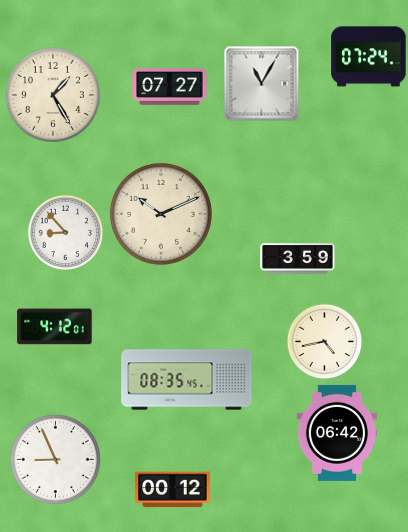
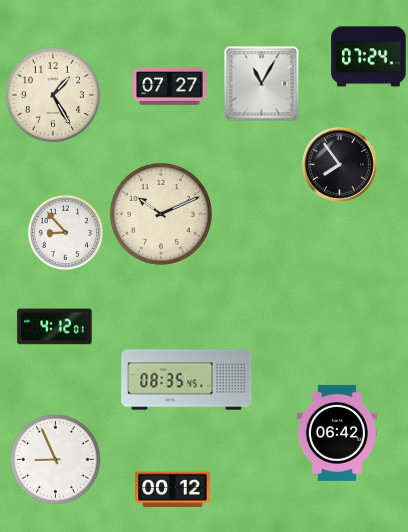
clock at (339, 164): none -> 7:54
clock at (298, 259): 3:59 -> none
clock at (325, 342): 4:43 -> none
